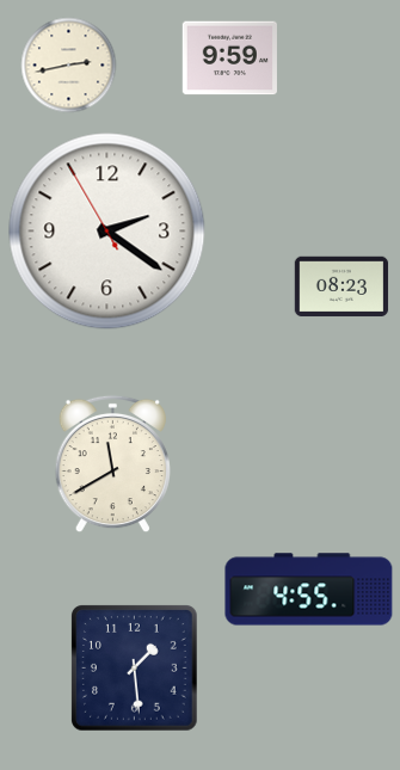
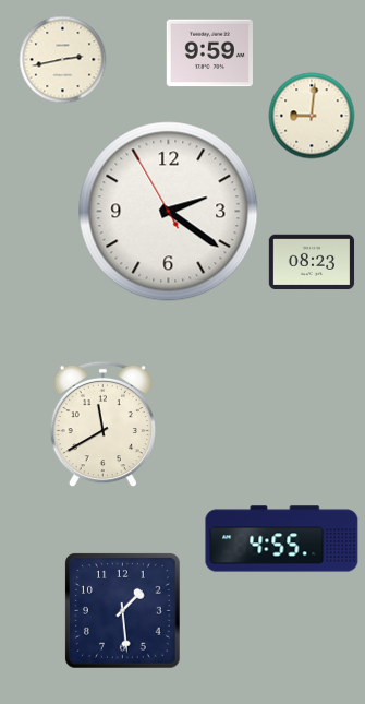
clock at (312, 116): none -> 9:01
clock at (107, 232) position: (107, 232) -> (169, 212)
